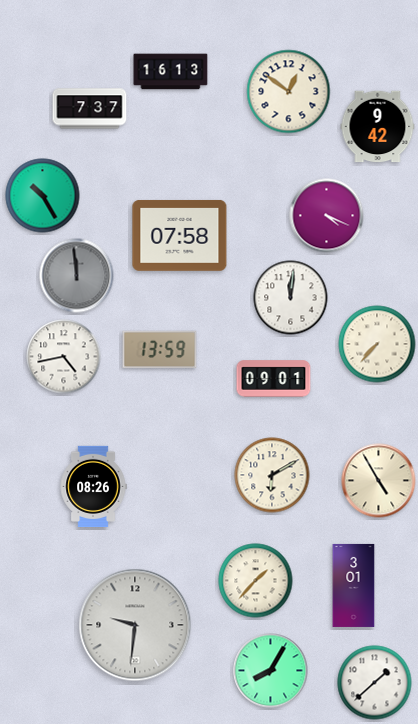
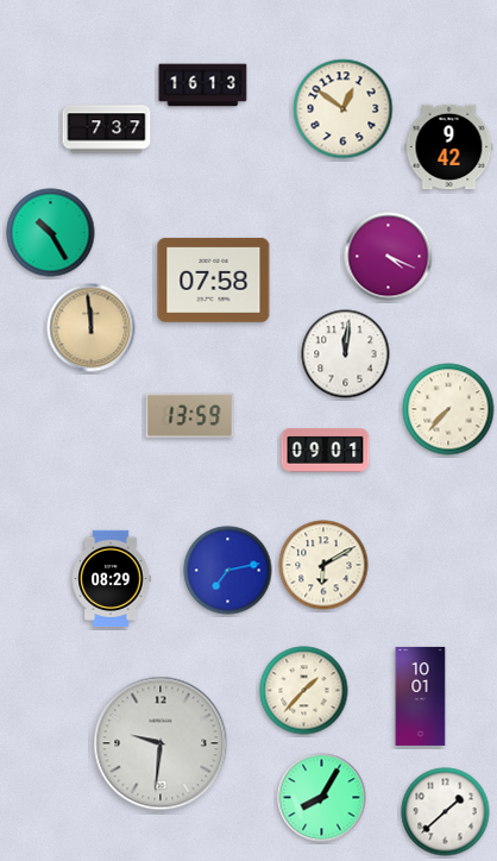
clock at (378, 127) position: (378, 127) -> (449, 147)
clock at (77, 276) dial: grey -> champagne
clock at (64, 357): 4:43 -> none
clock at (228, 571): none -> 7:13
clock at (379, 481): 4:55 -> none
clock at (93, 486): 08:26 -> 08:29
clock at (354, 585): 3:01 -> 10:01
